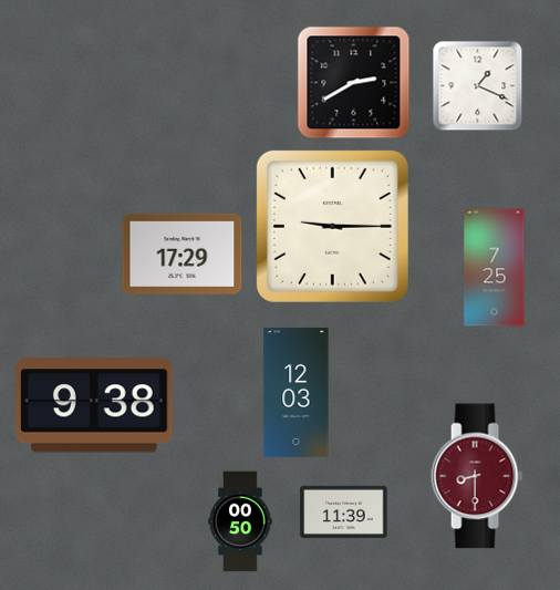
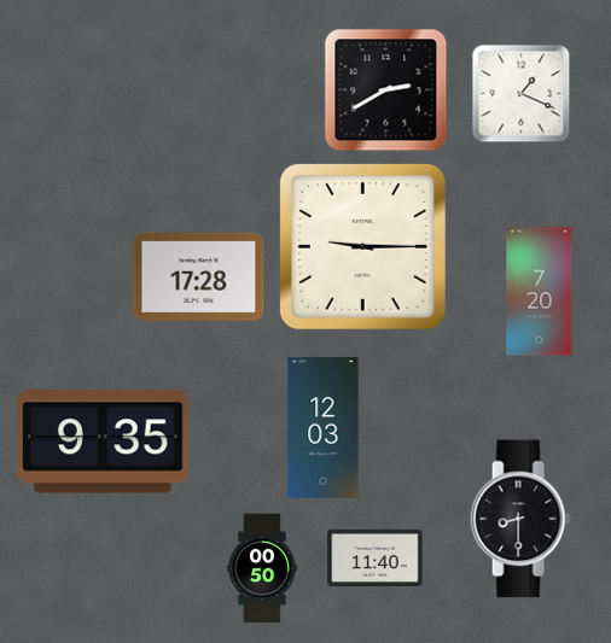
clock at (183, 253): 17:29 -> 17:28
clock at (495, 268): 7:25 -> 7:20
clock at (94, 405): 9:38 -> 9:35
clock at (477, 476) dial: burgundy -> black
clock at (344, 511): 11:39 -> 11:40
